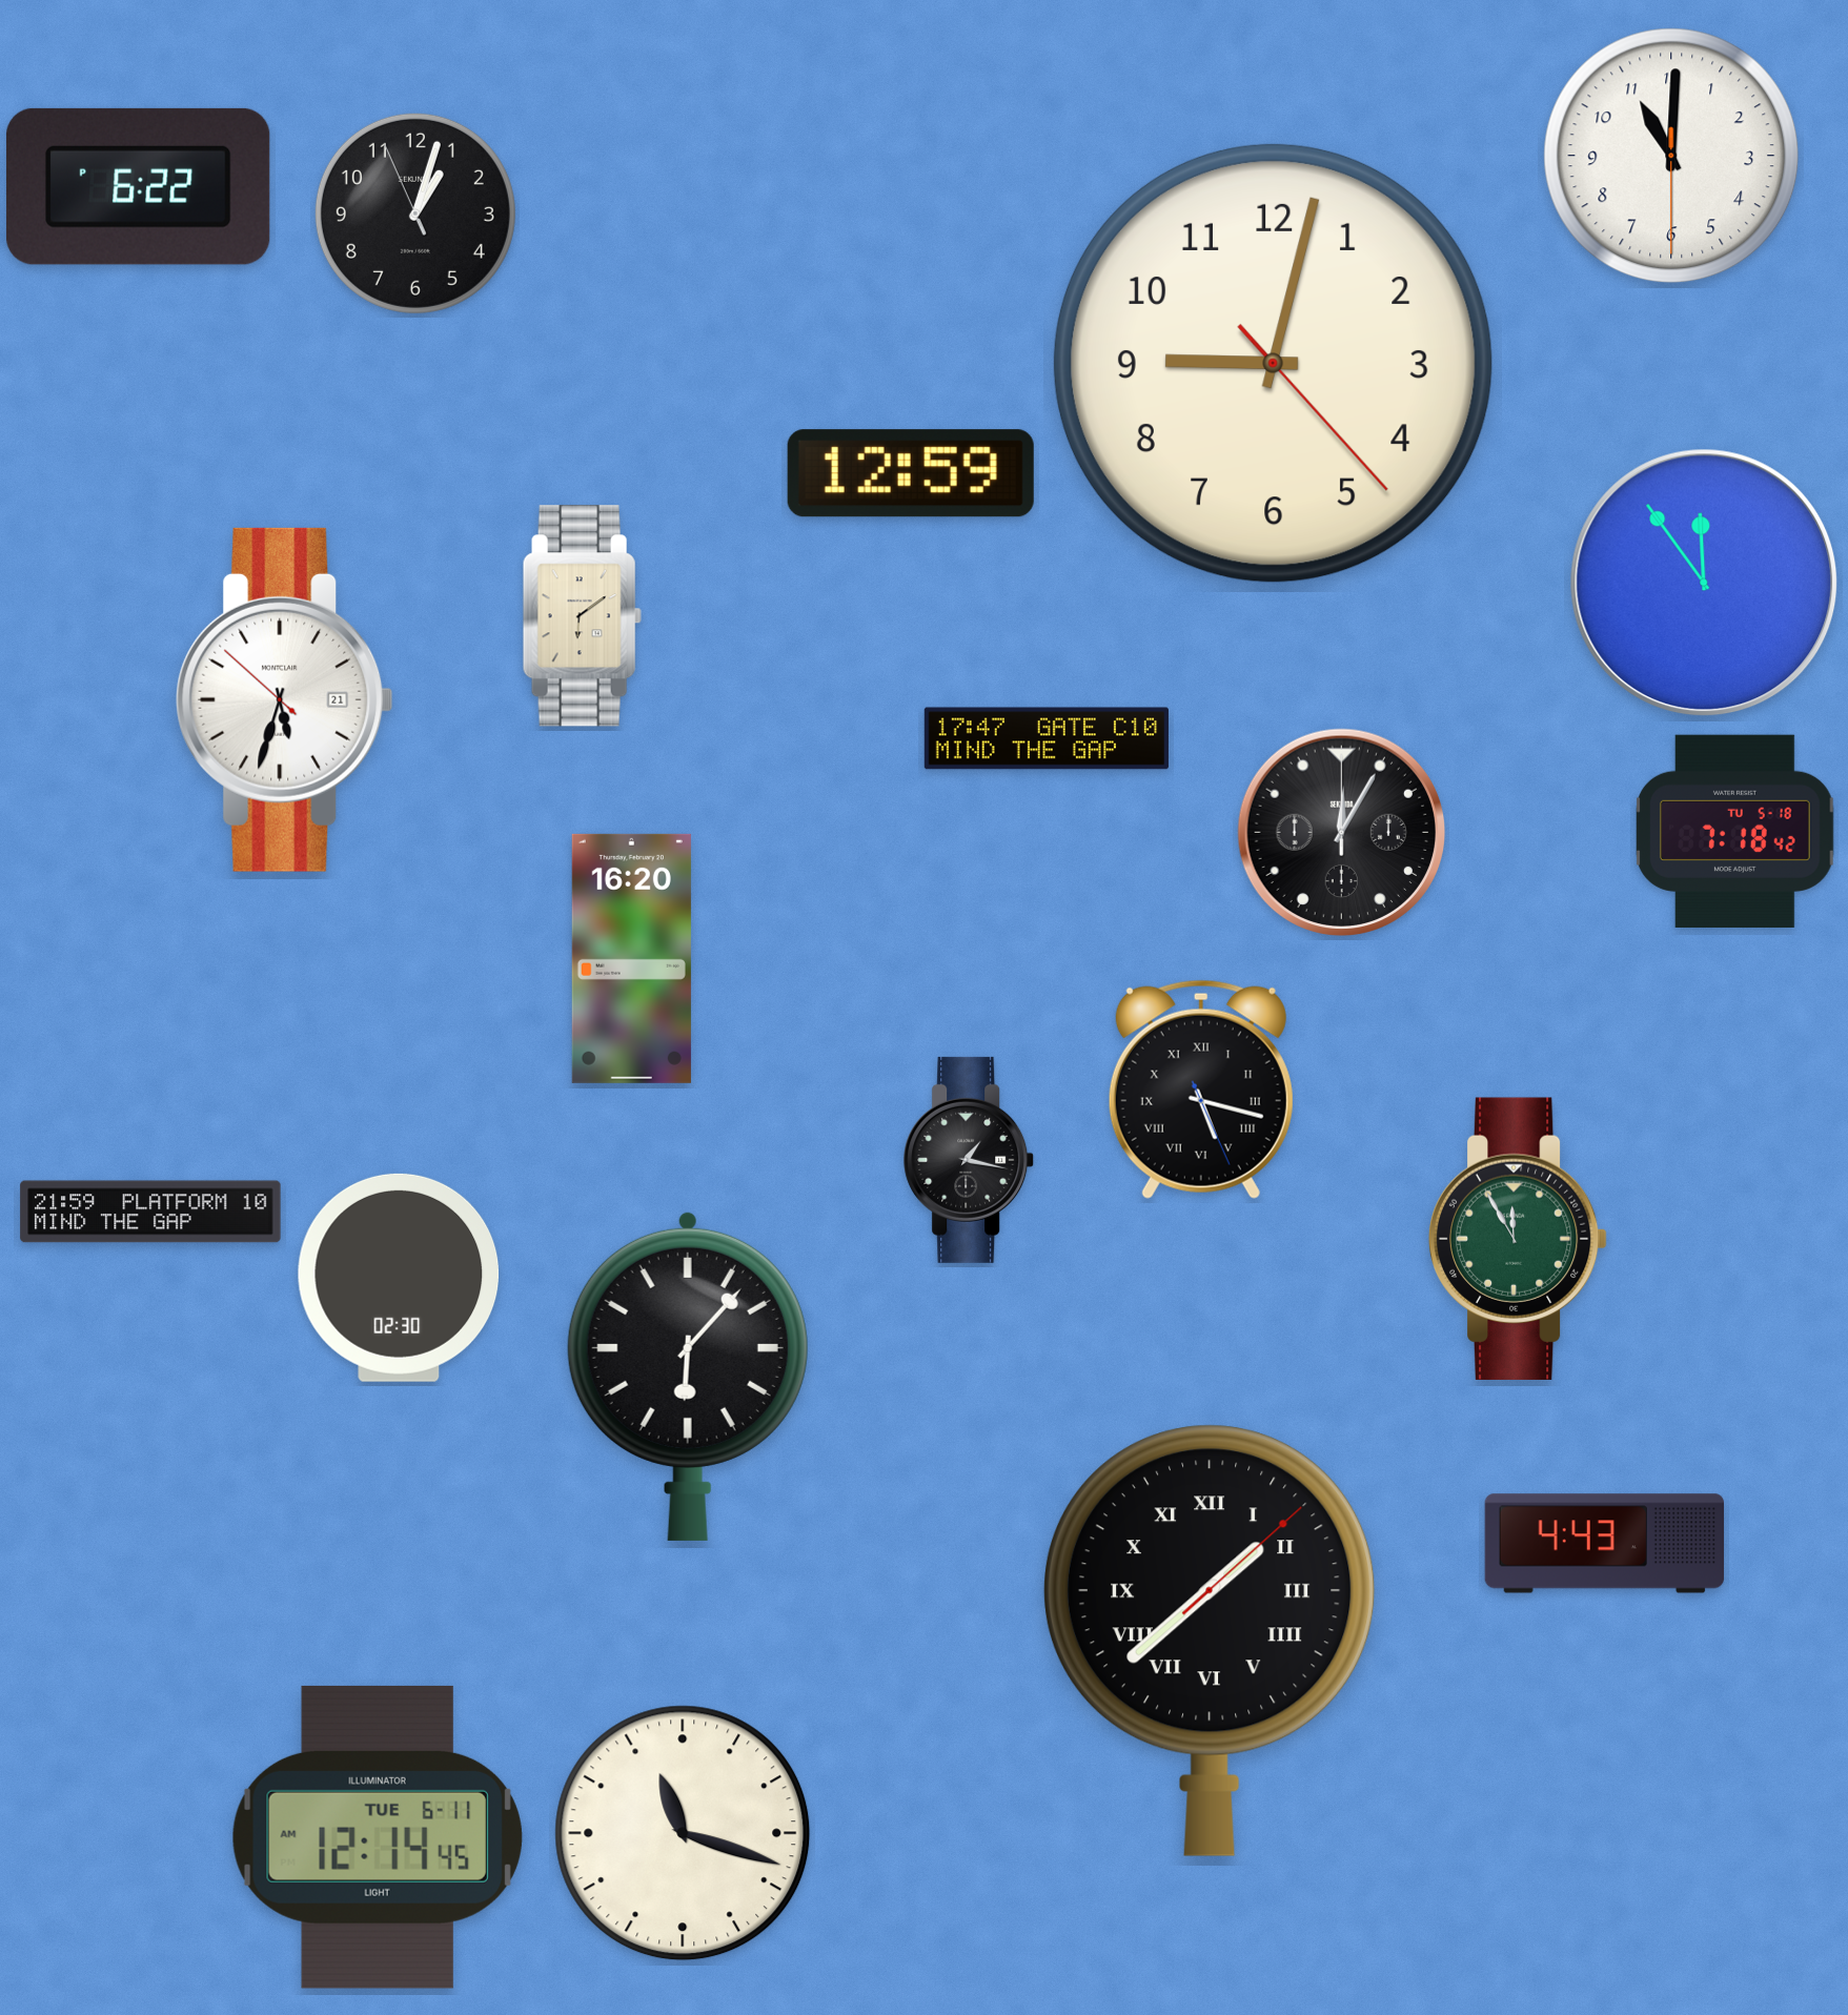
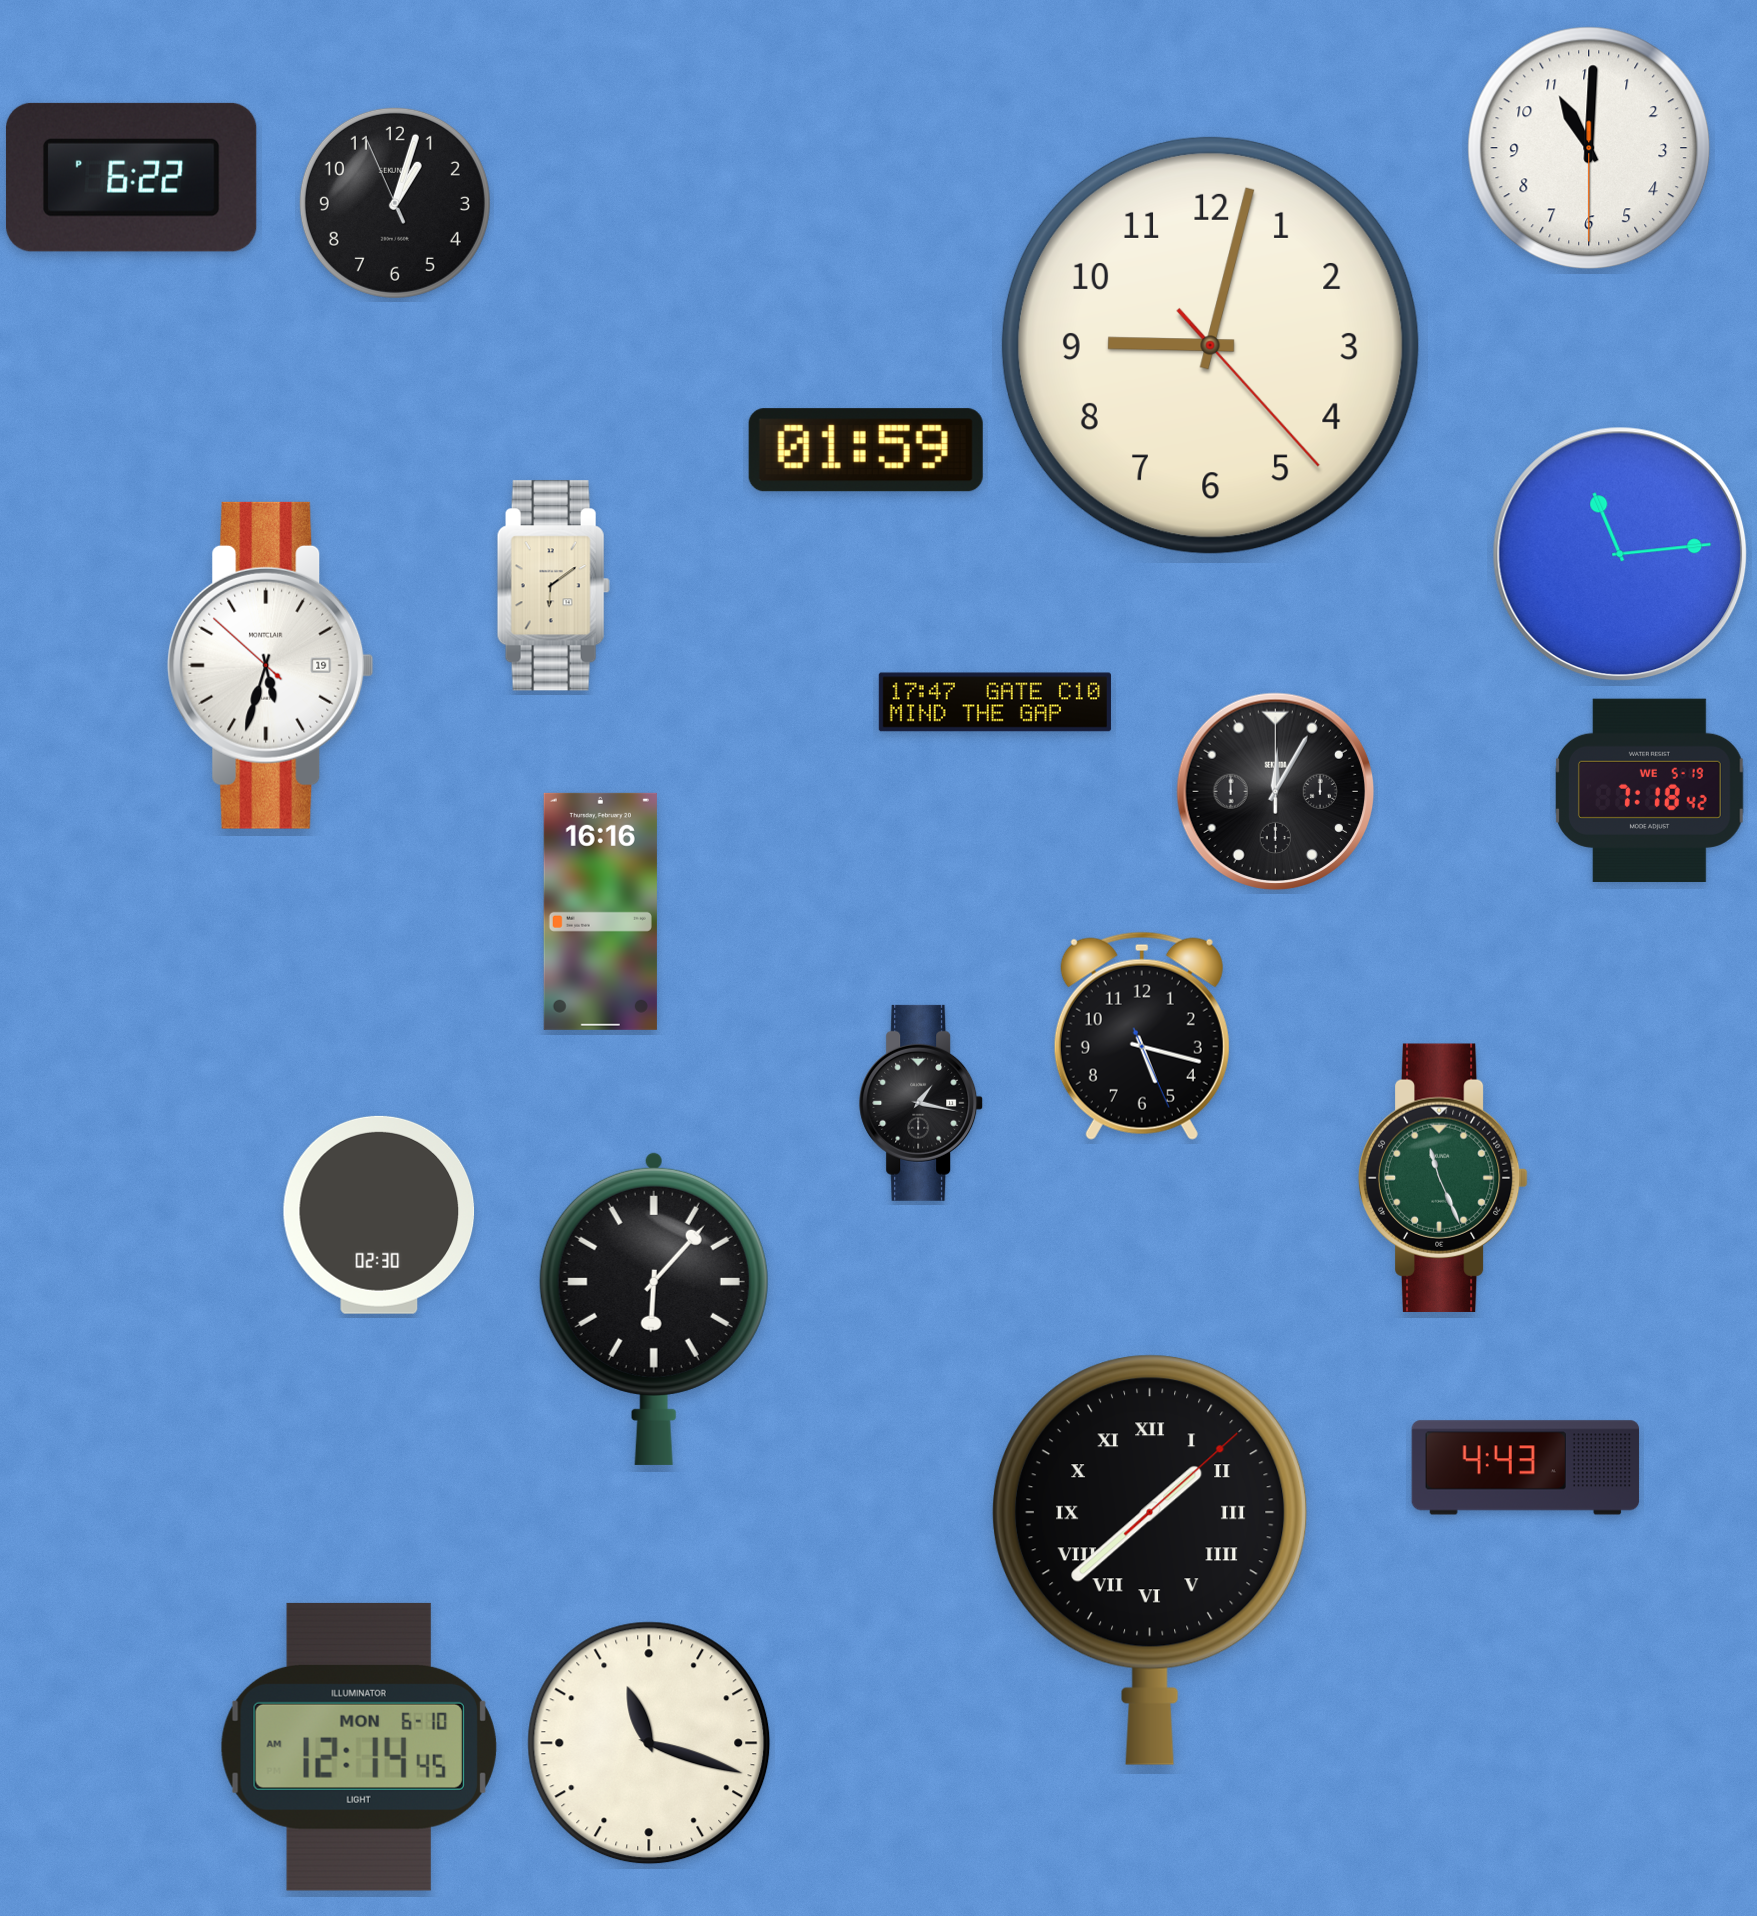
clock at (911, 473): 12:59 -> 01:59
clock at (1704, 583): 11:54 -> 11:14
clock at (285, 699) date: 21 -> 19
clock at (1735, 831) date: TU 5-18 -> WE 5-19
clock at (631, 958): 16:20 -> 16:16
clock at (1201, 1090) numerals: Roman -> Arabic
clock at (150, 1212): 21:59 -> none
clock at (1518, 1239): 11:55 -> 11:26
clock at (378, 1837) date: TUE 6-11 -> MON 6-10
